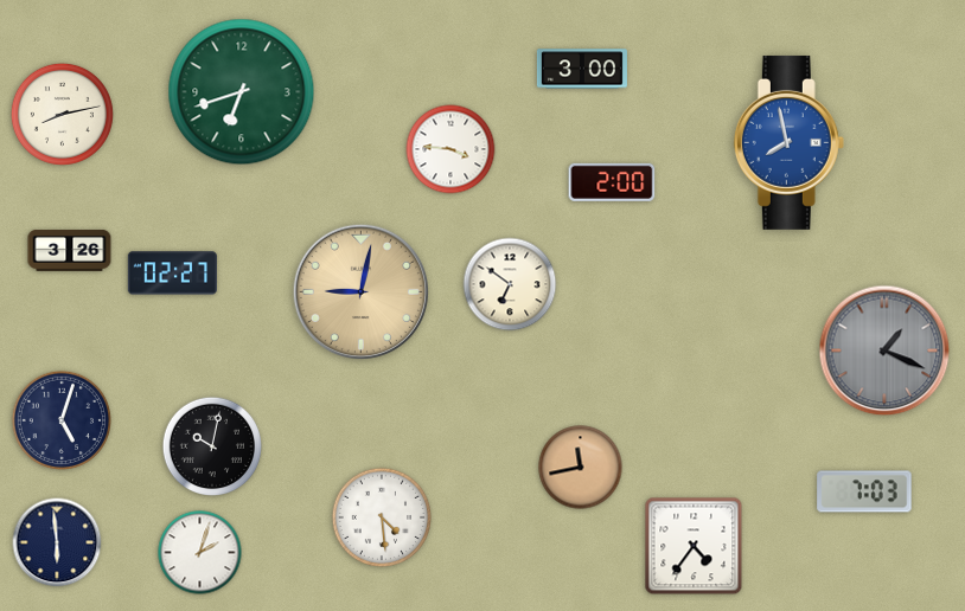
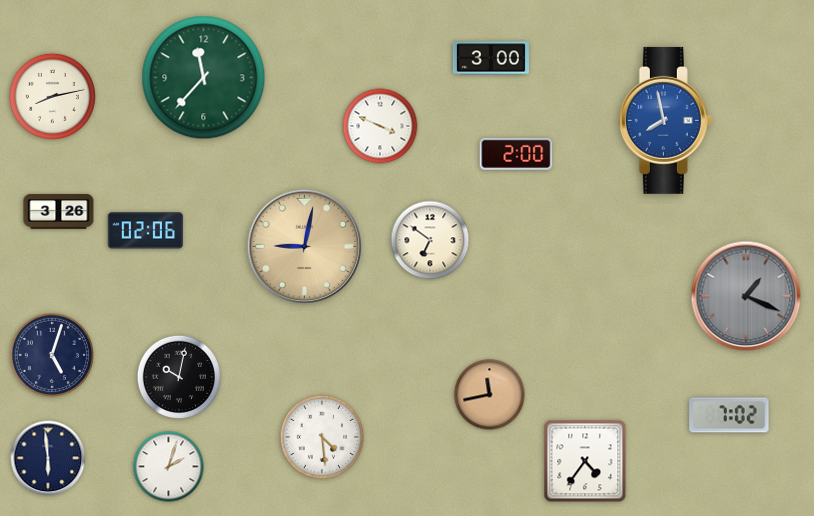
clock at (242, 92): 6:42 -> 11:37
clock at (450, 149): 3:46 -> 3:49
clock at (172, 274): 02:27 -> 02:06
clock at (864, 491): 7:03 -> 7:02
